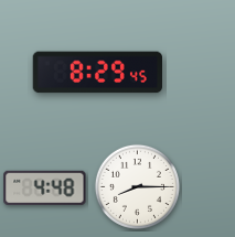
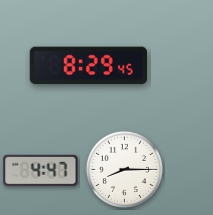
clock at (45, 187): 4:48 -> 4:47
